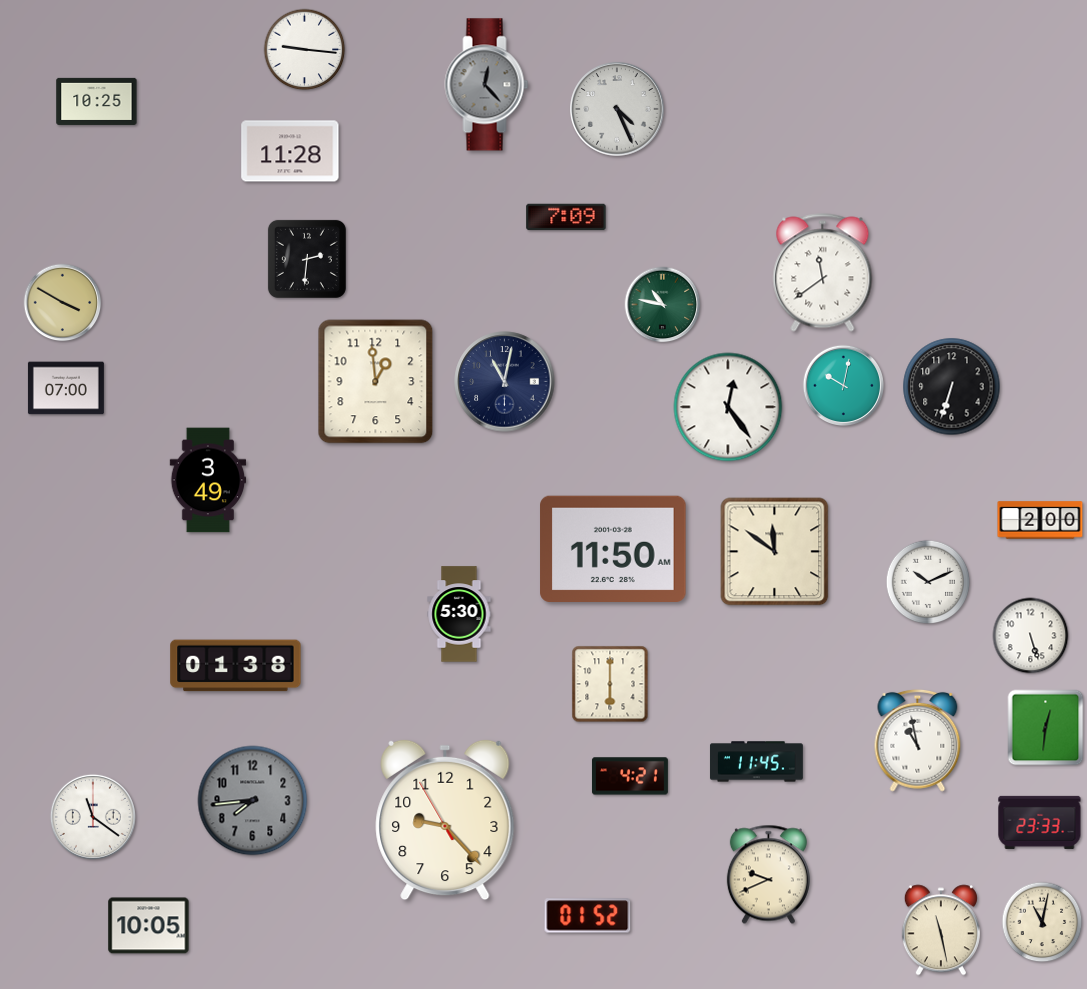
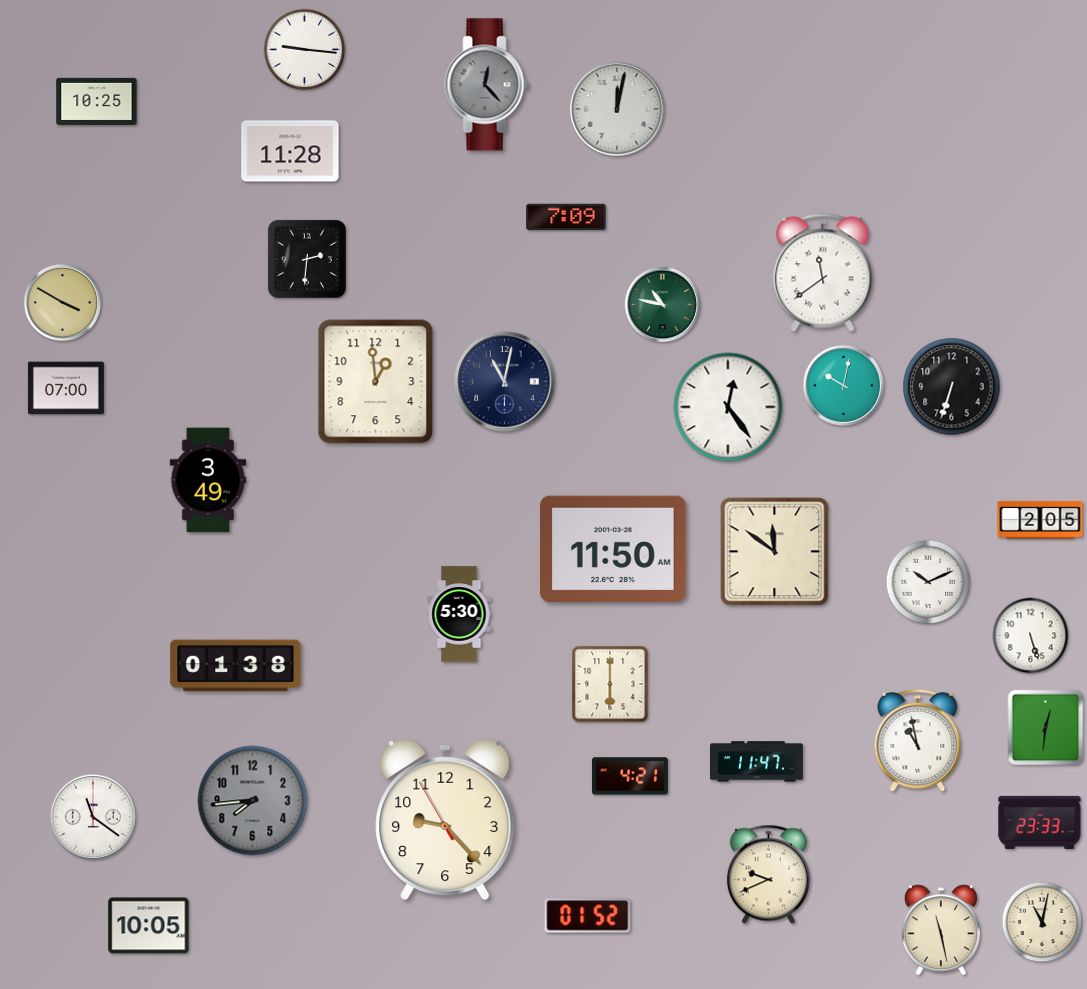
clock at (617, 109): 4:26 -> 12:02
clock at (1040, 520): 2:00 -> 2:05
clock at (756, 762): 11:45 -> 11:47
